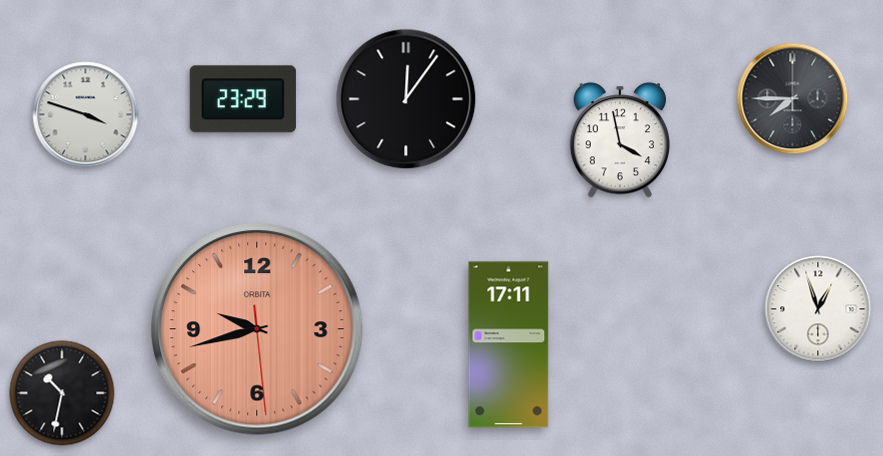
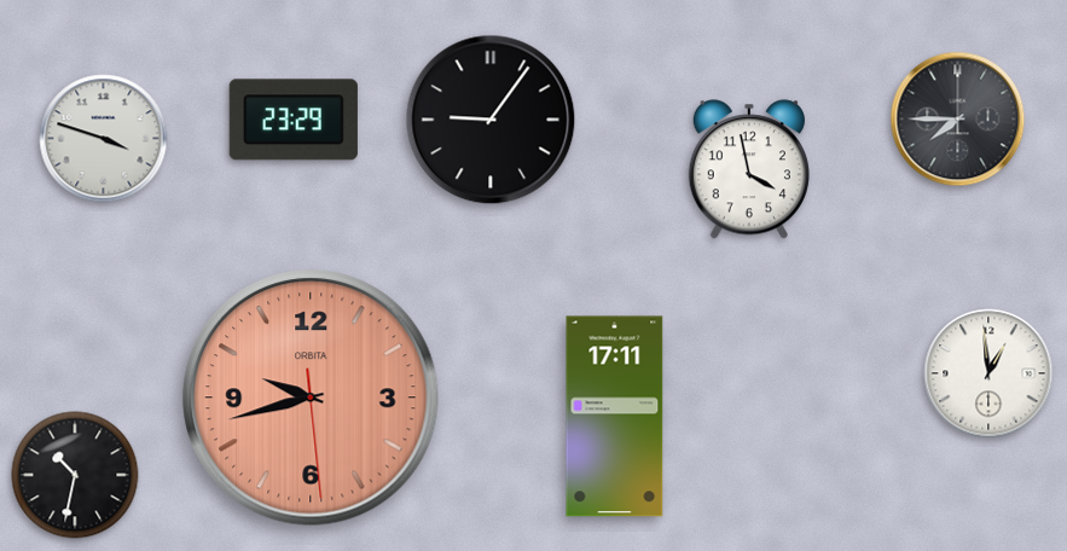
clock at (406, 99): 12:06 -> 9:06
clock at (818, 309): 12:57 -> 12:59
